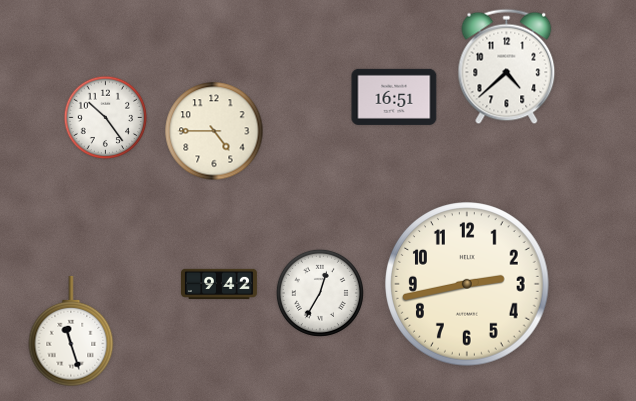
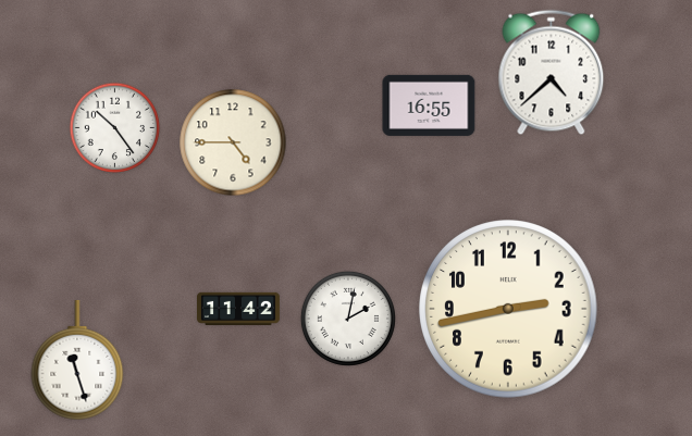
clock at (394, 97): 16:51 -> 16:55
clock at (220, 283): 9:42 -> 11:42
clock at (320, 293): 12:35 -> 2:02
